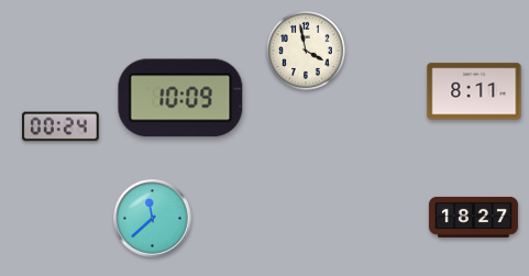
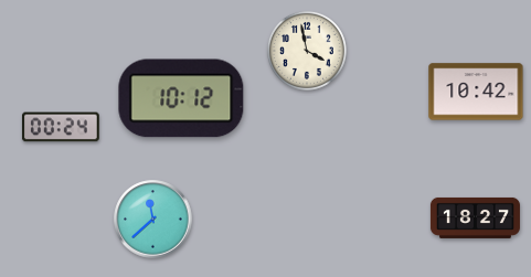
clock at (474, 91): 8:11 -> 10:42
clock at (180, 98): 10:09 -> 10:12
